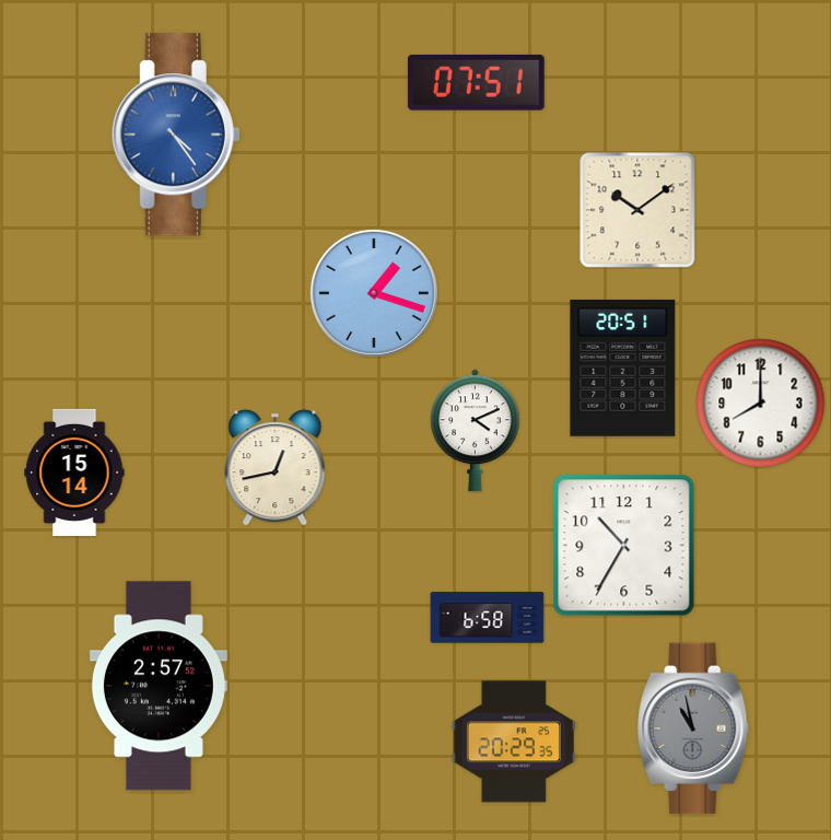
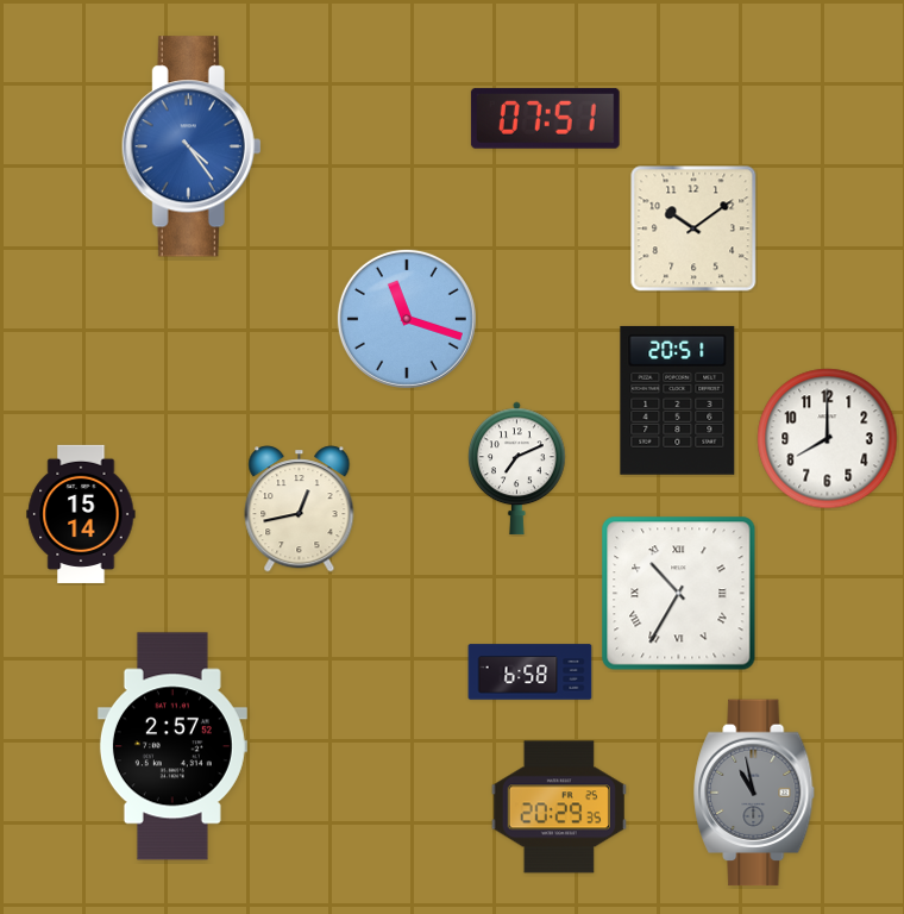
clock at (476, 82) position: (476, 82) -> (545, 118)
clock at (374, 293): 1:18 -> 11:18
clock at (476, 431): 4:11 -> 7:11
clock at (624, 546) numerals: Arabic -> Roman
